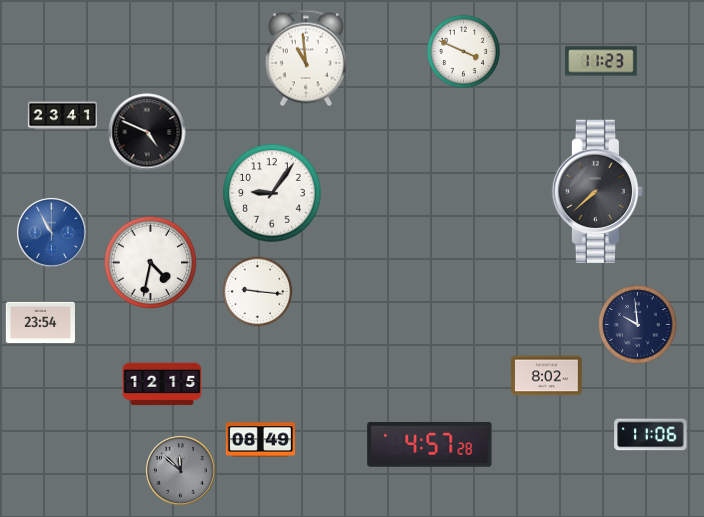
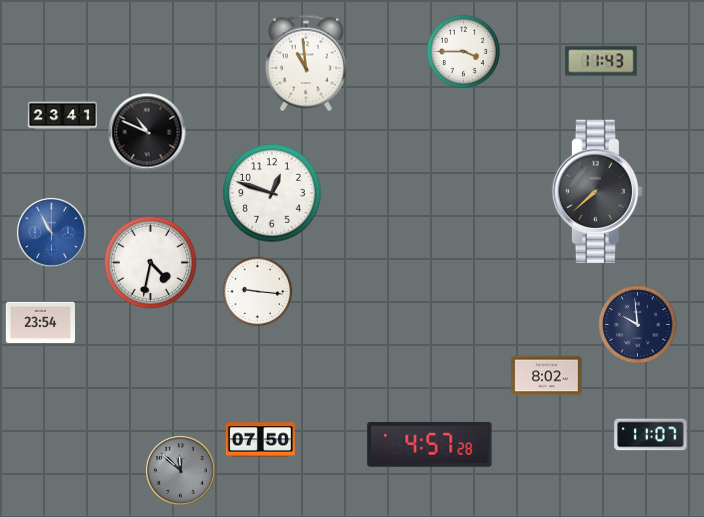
clock at (463, 51): 3:49 -> 3:45
clock at (306, 58) position: (306, 58) -> (306, 63)
clock at (601, 61): 11:23 -> 11:43
clock at (147, 132): 4:49 -> 10:49
clock at (272, 193): 9:06 -> 12:48
clock at (162, 384): 12:15 -> none
clock at (651, 435): 11:06 -> 11:07
clock at (260, 440): 08:49 -> 07:50
